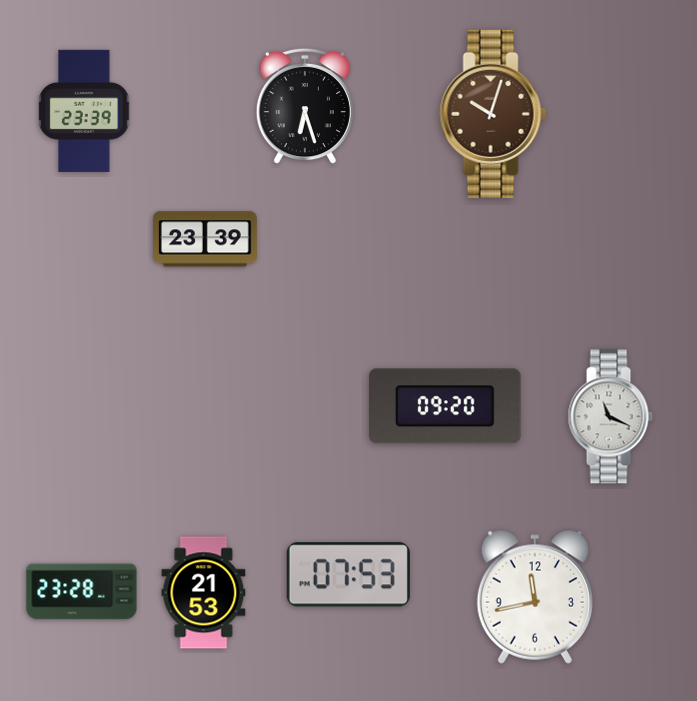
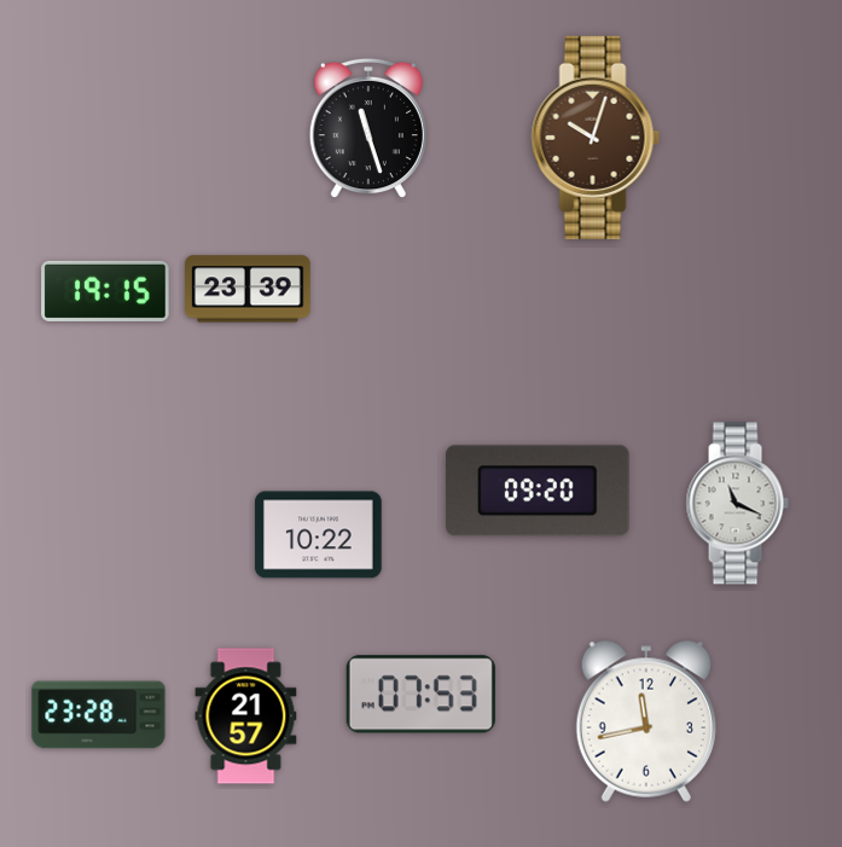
clock at (305, 106): 6:27 -> 11:27
clock at (84, 111): 23:39 -> none
clock at (105, 291): none -> 19:15
clock at (319, 535): none -> 10:22
clock at (204, 593): 21:53 -> 21:57
